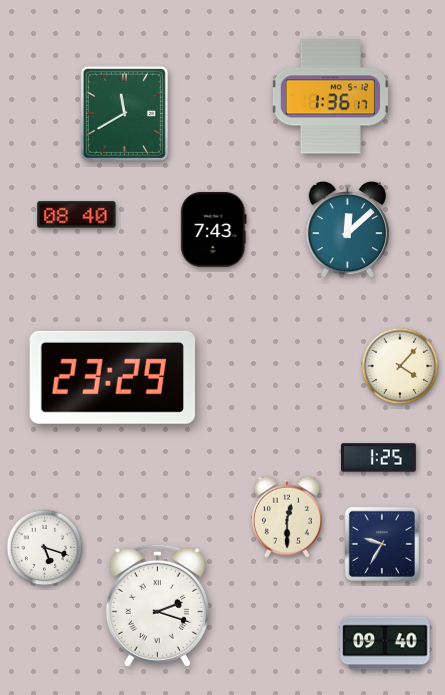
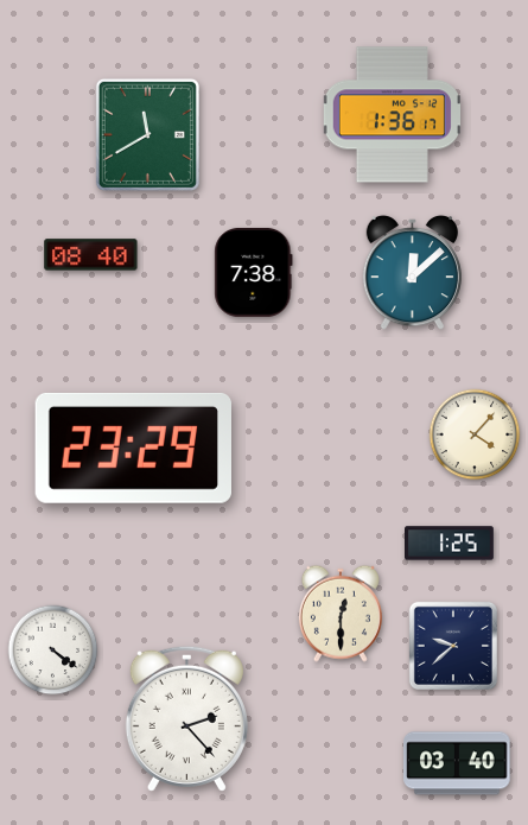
clock at (214, 229): 7:43 -> 7:38
clock at (382, 544): 9:35 -> 9:38
clock at (45, 548): 5:18 -> 4:21
clock at (157, 605): 2:18 -> 2:23
clock at (385, 643): 09:40 -> 03:40
